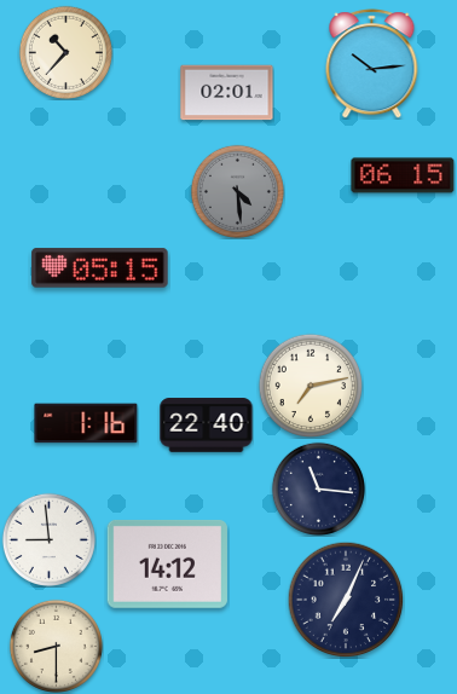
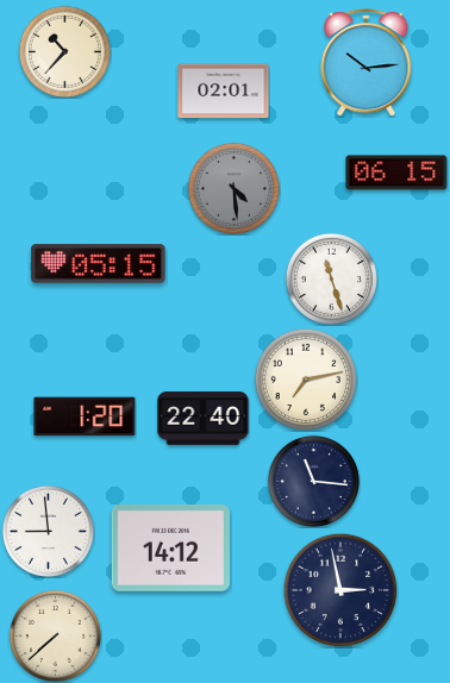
clock at (331, 278): none -> 11:27
clock at (86, 423): 1:16 -> 1:20
clock at (167, 563) position: (167, 563) -> (170, 547)
clock at (346, 600): 7:04 -> 2:58
clock at (56, 646): 8:30 -> 7:38
